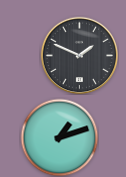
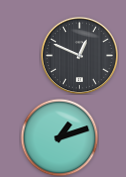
clock at (79, 55): 1:49 -> 12:49
